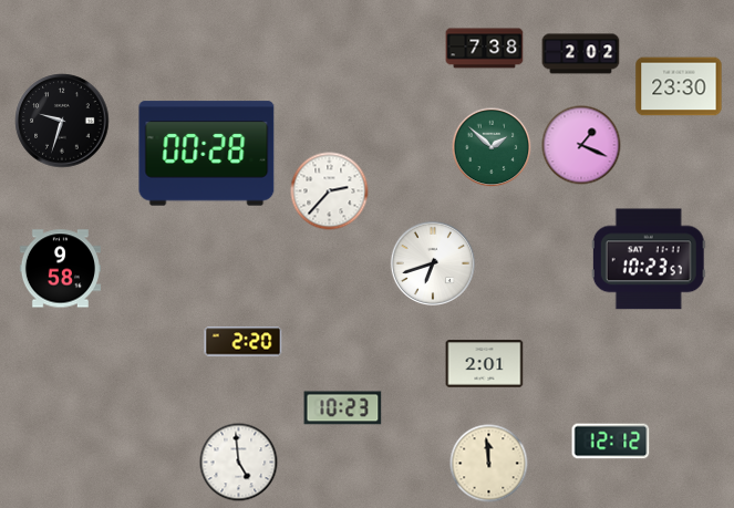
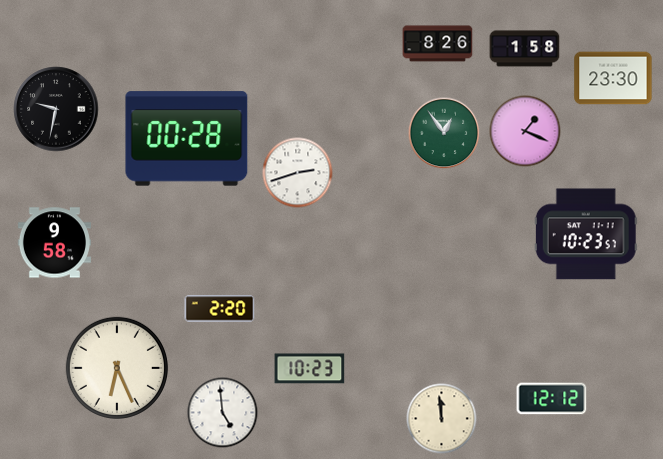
clock at (485, 49): 7:38 -> 8:26
clock at (581, 54): 2:02 -> 1:58
clock at (62, 121): 9:33 -> 9:32
clock at (492, 147): 1:52 -> 12:54
clock at (330, 191): 2:37 -> 2:42
clock at (433, 263): 6:42 -> none
clock at (485, 364): 2:01 -> none
clock at (117, 368): none -> 6:26
clock at (239, 463) position: (239, 463) -> (223, 413)
